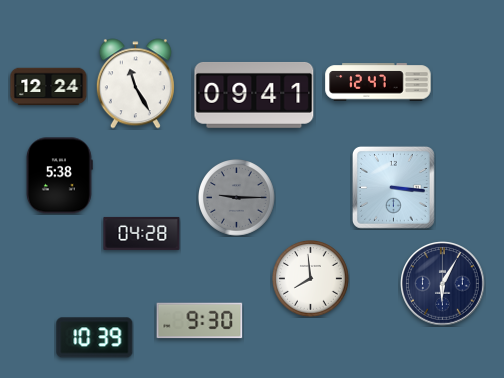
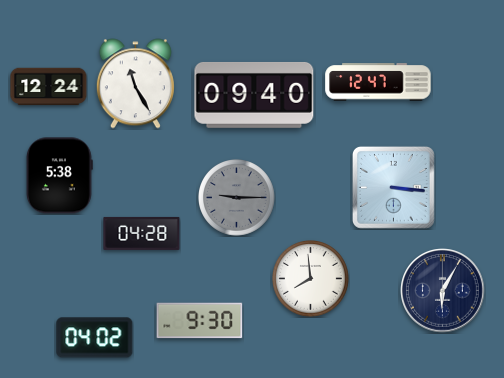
clock at (254, 95): 09:41 -> 09:40
clock at (443, 284) position: (443, 284) -> (443, 291)
clock at (95, 338): 10:39 -> 04:02
